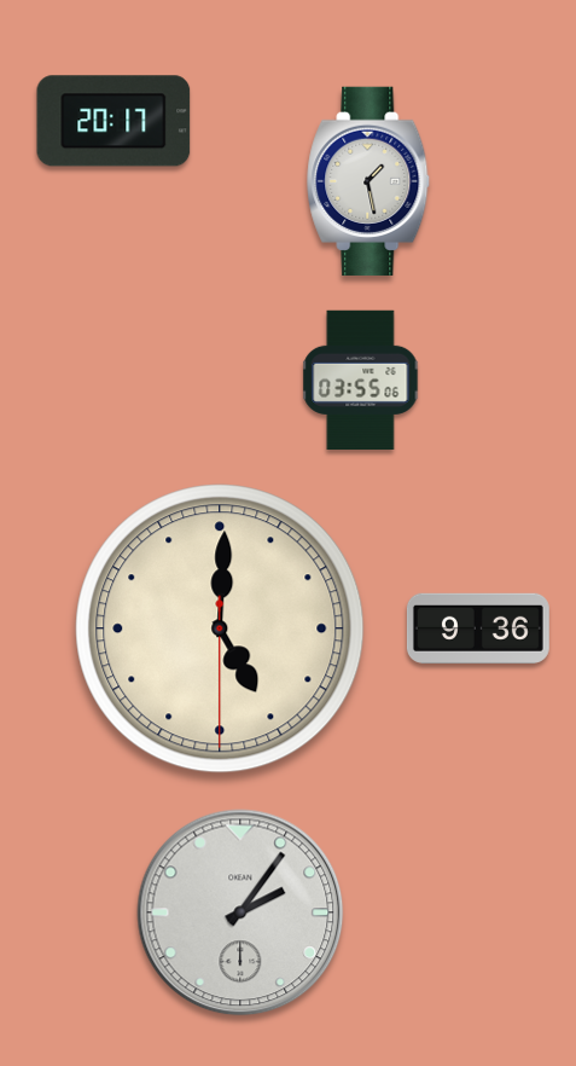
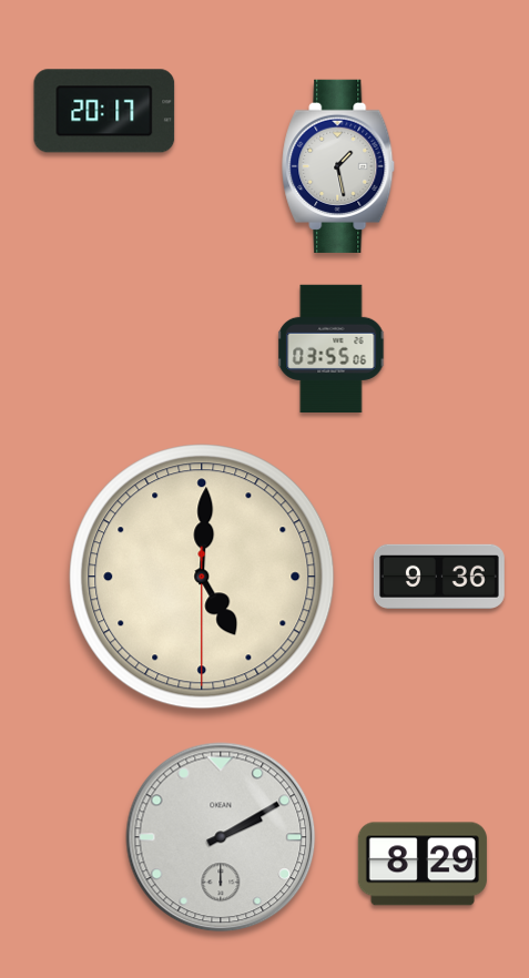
clock at (240, 913): 2:06 -> 2:10
clock at (423, 864): none -> 8:29
